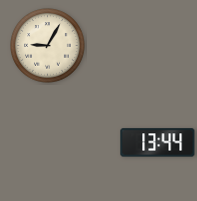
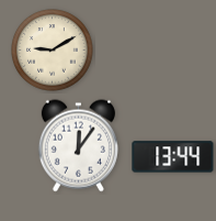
clock at (48, 46): 9:05 -> 9:10
clock at (78, 146): none -> 12:06
